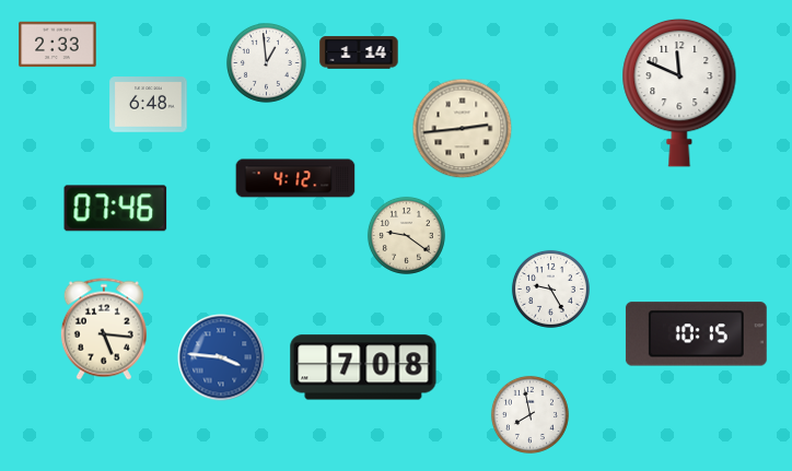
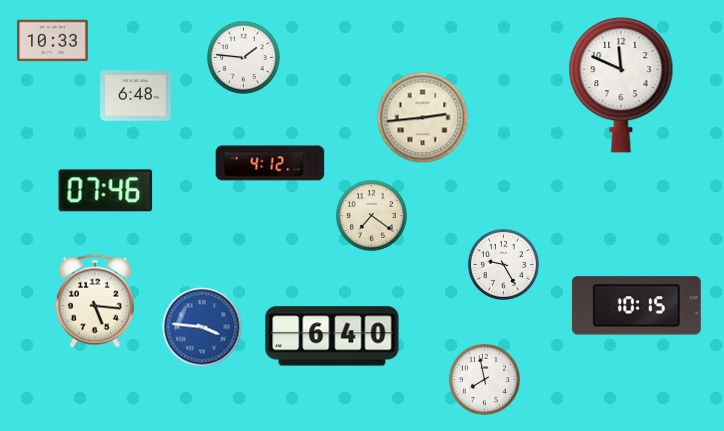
clock at (58, 45): 2:33 -> 10:33
clock at (359, 52): 1:14 -> none
clock at (267, 63): 12:59 -> 1:46
clock at (406, 235): 9:21 -> 7:21
clock at (363, 367): 7:08 -> 6:40
